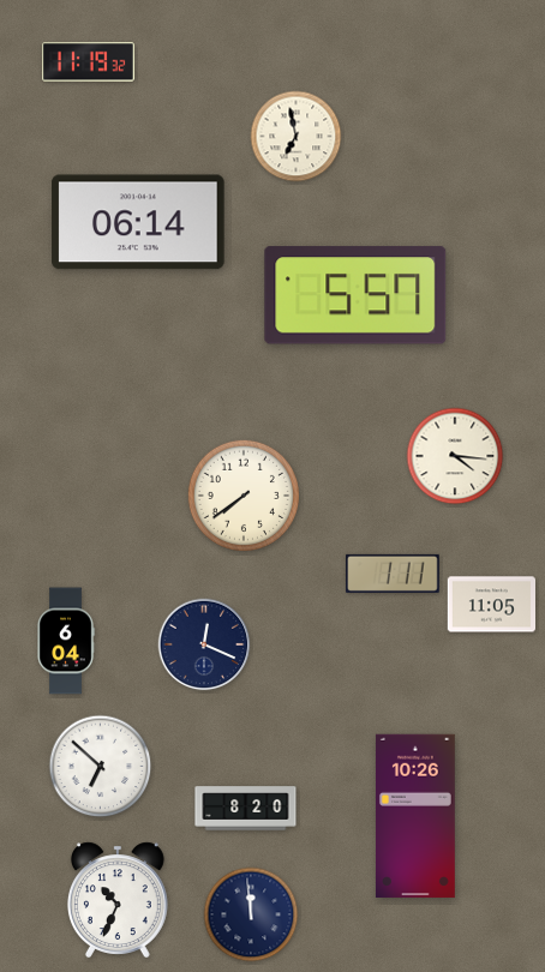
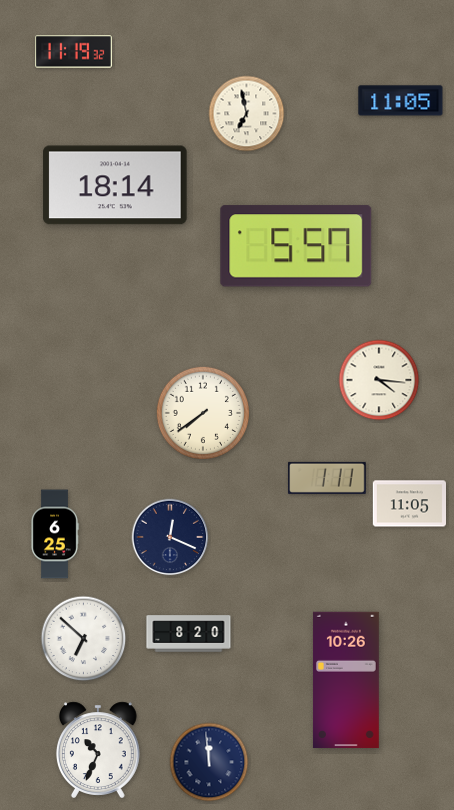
clock at (401, 101): none -> 11:05
clock at (138, 222): 06:14 -> 18:14
clock at (66, 641): 6:04 -> 6:25
clock at (246, 809) position: (246, 809) -> (189, 634)
